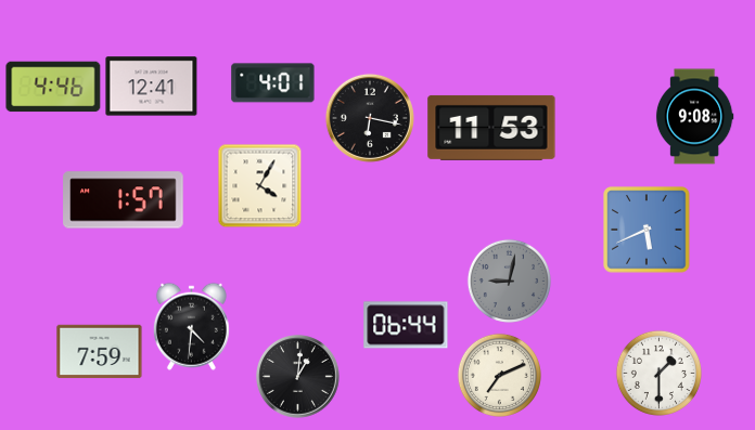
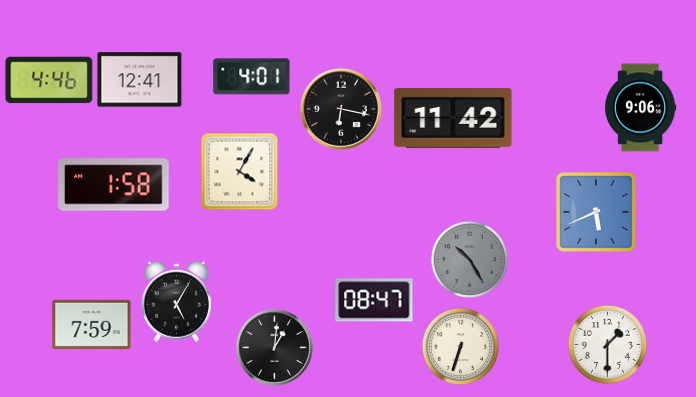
clock at (694, 117): 9:08 -> 9:06
clock at (491, 128): 11:53 -> 11:42
clock at (124, 200): 1:57 -> 1:58
clock at (509, 281): 9:02 -> 10:25
clock at (406, 325): 06:44 -> 08:47
clock at (191, 326): 4:31 -> 5:05
clock at (499, 375): 7:11 -> 6:33
